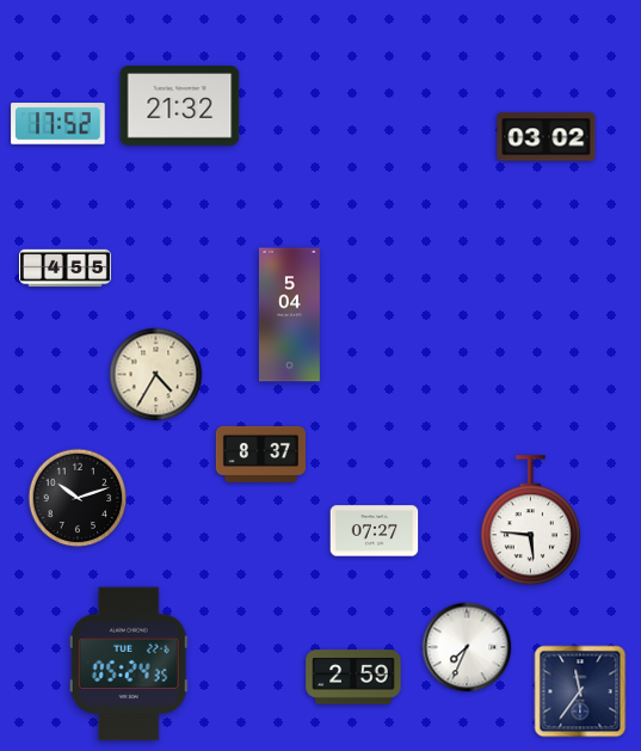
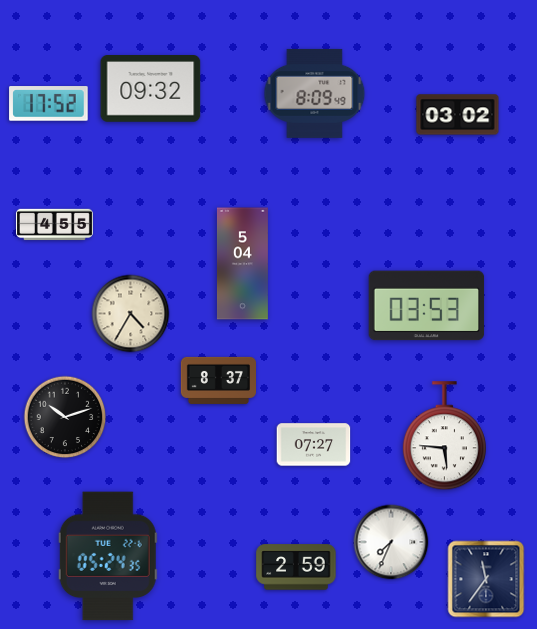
clock at (180, 106): 21:32 -> 09:32
clock at (315, 93): none -> 8:09
clock at (427, 306): none -> 03:53
